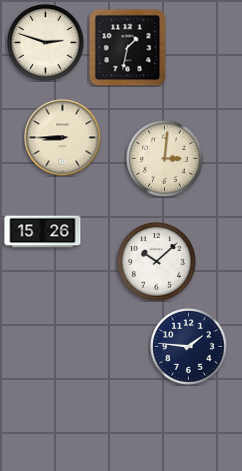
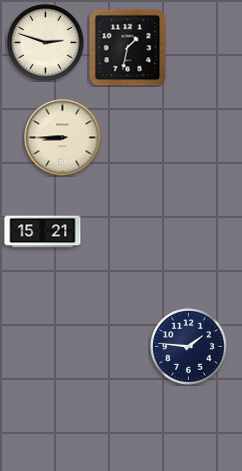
clock at (165, 159): 3:01 -> none
clock at (43, 232): 15:26 -> 15:21
clock at (157, 262): 10:08 -> none
